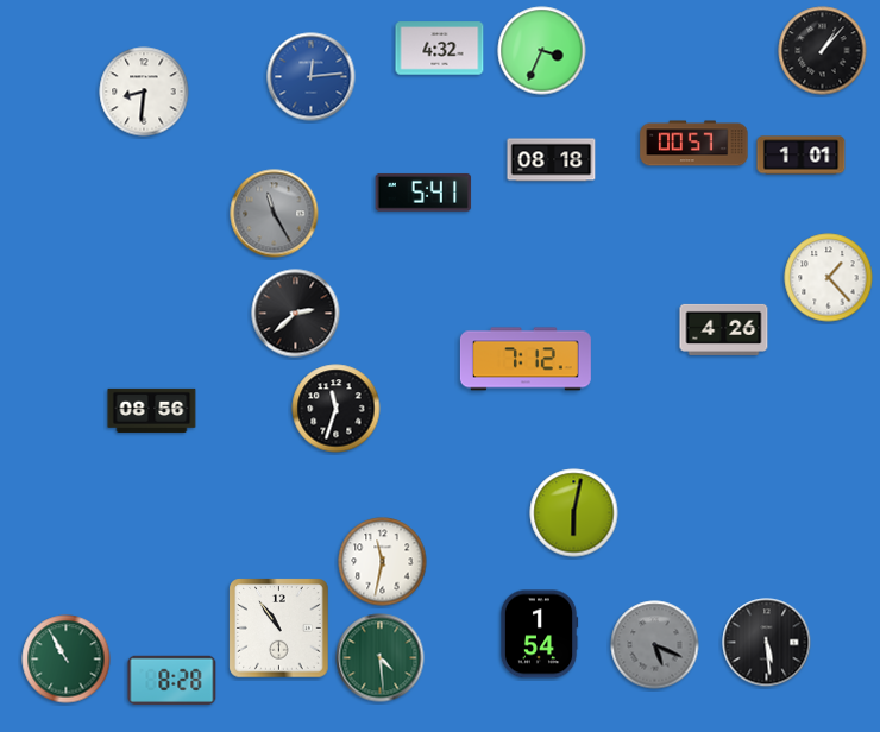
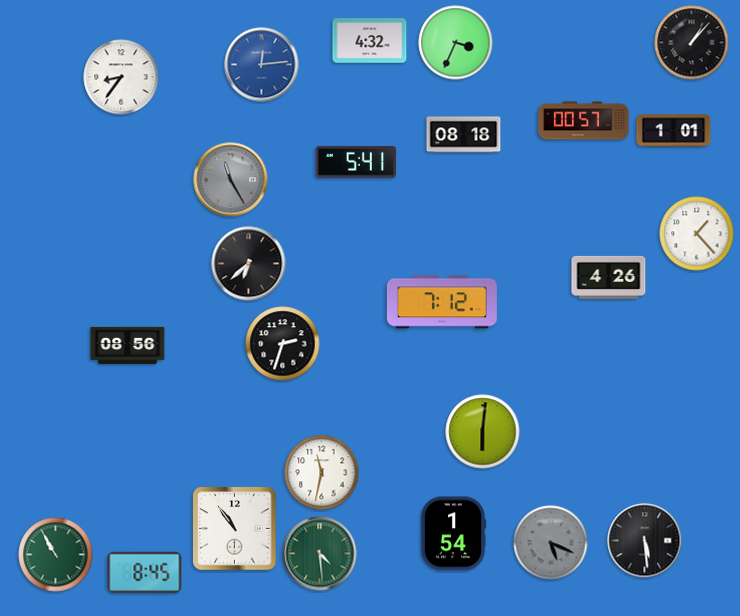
clock at (144, 91): 8:31 -> 8:36
clock at (296, 314): 2:38 -> 6:38
clock at (337, 409): 11:33 -> 2:33
clock at (574, 513): 6:02 -> 6:01
clock at (172, 680): 8:28 -> 8:45
